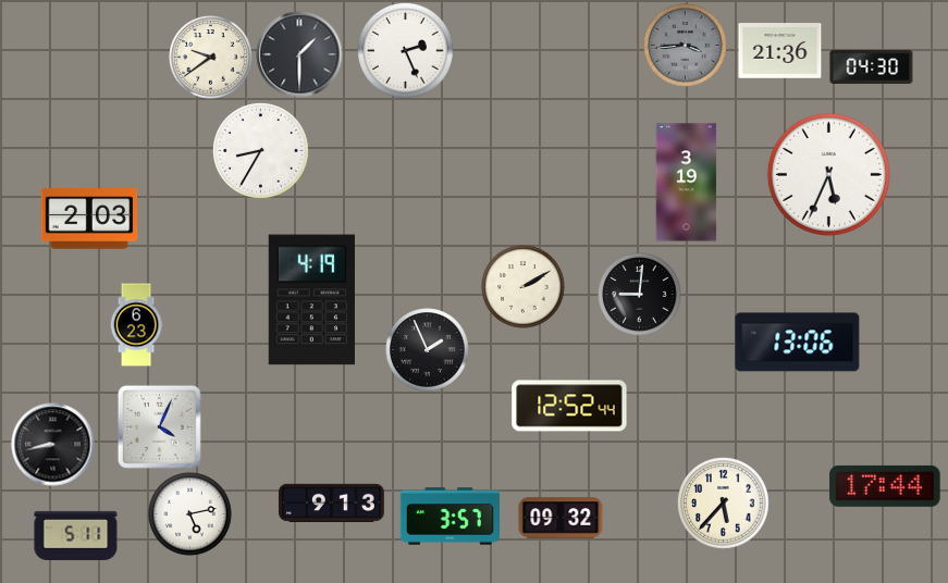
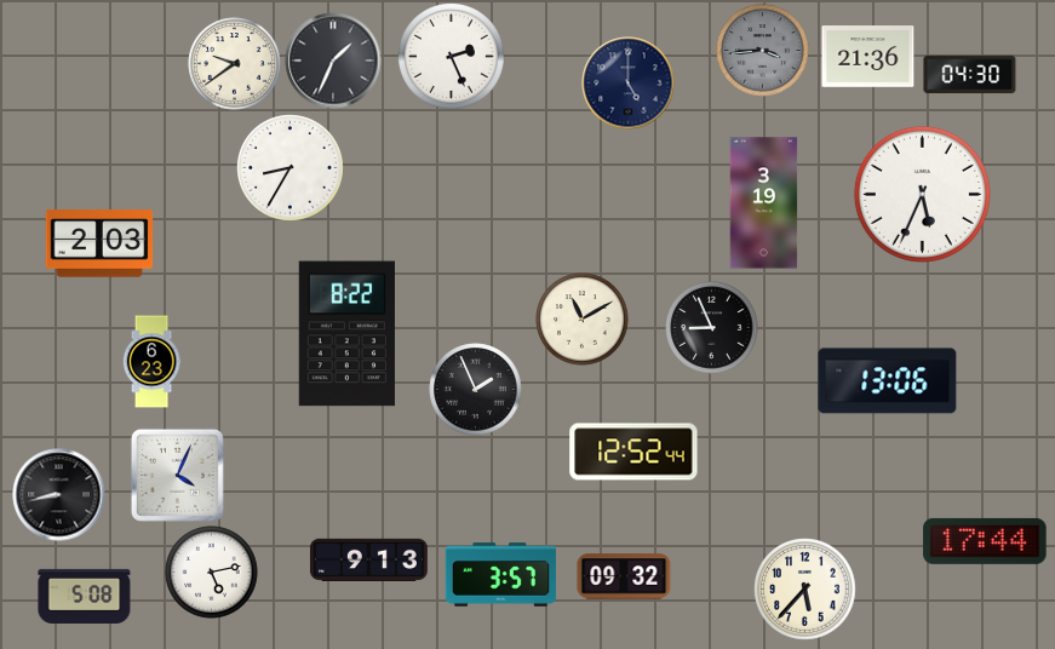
clock at (299, 54): 1:30 -> 1:34
clock at (629, 84): none -> 5:00
clock at (524, 287): 2:10 -> 11:10
clock at (640, 295): 9:01 -> 8:56
clock at (311, 300): 4:19 -> 8:22
clock at (724, 504) position: (724, 504) -> (805, 590)
clock at (76, 535): 5:11 -> 5:08
